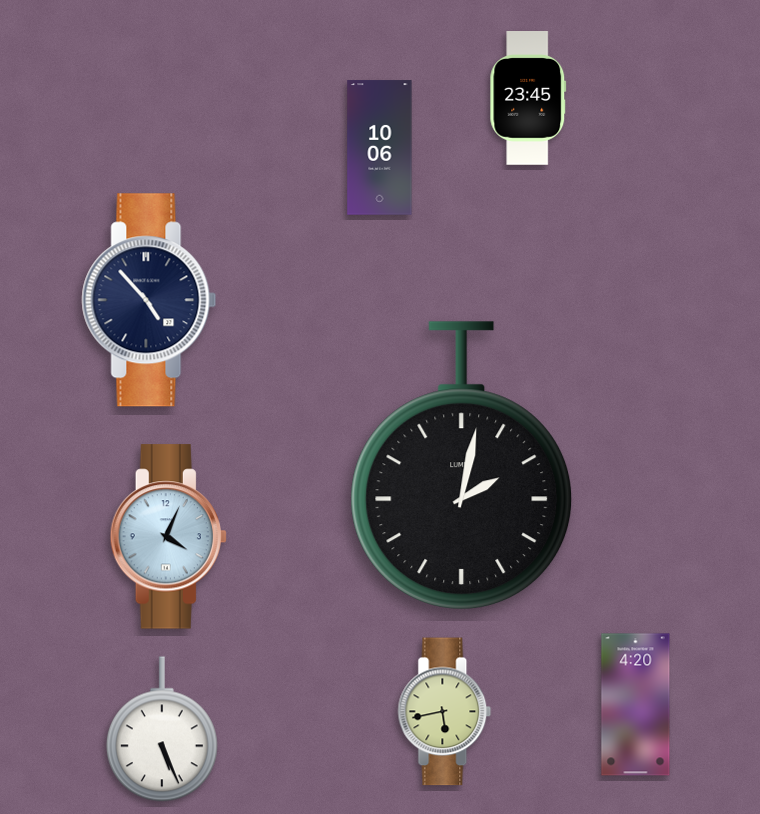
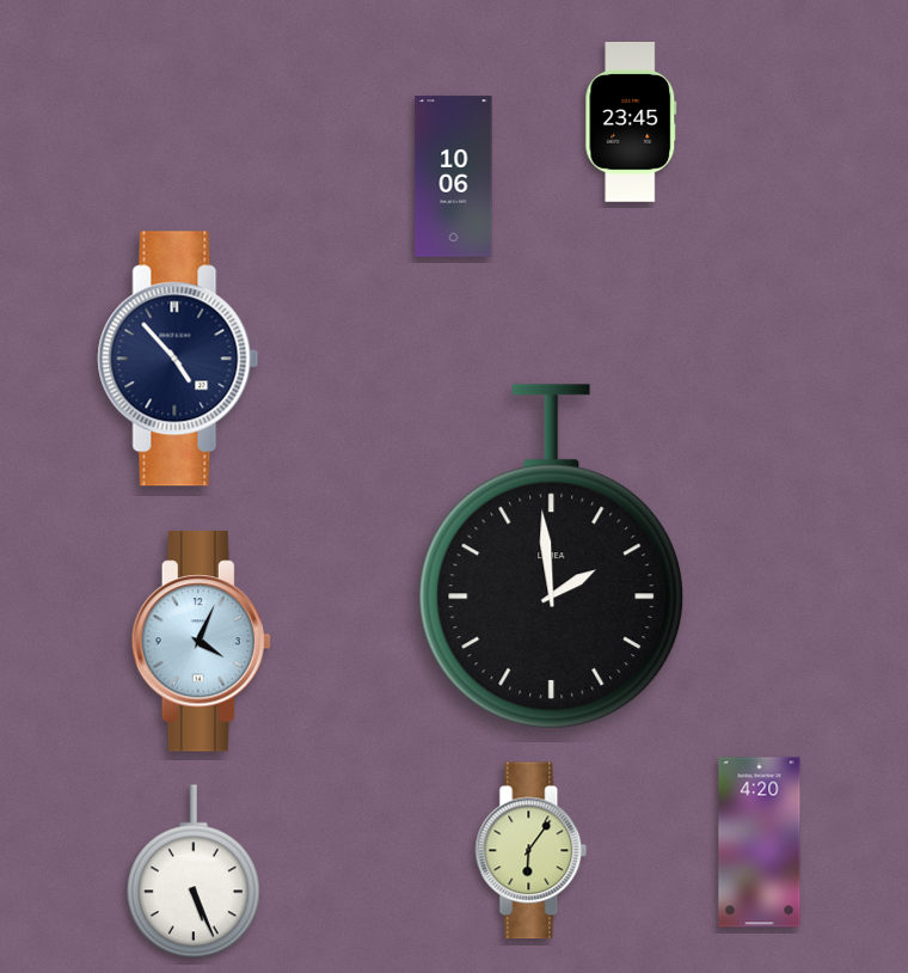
clock at (528, 99) position: (528, 99) -> (631, 123)
clock at (462, 465): 2:02 -> 1:59
clock at (445, 712): 5:43 -> 6:06
